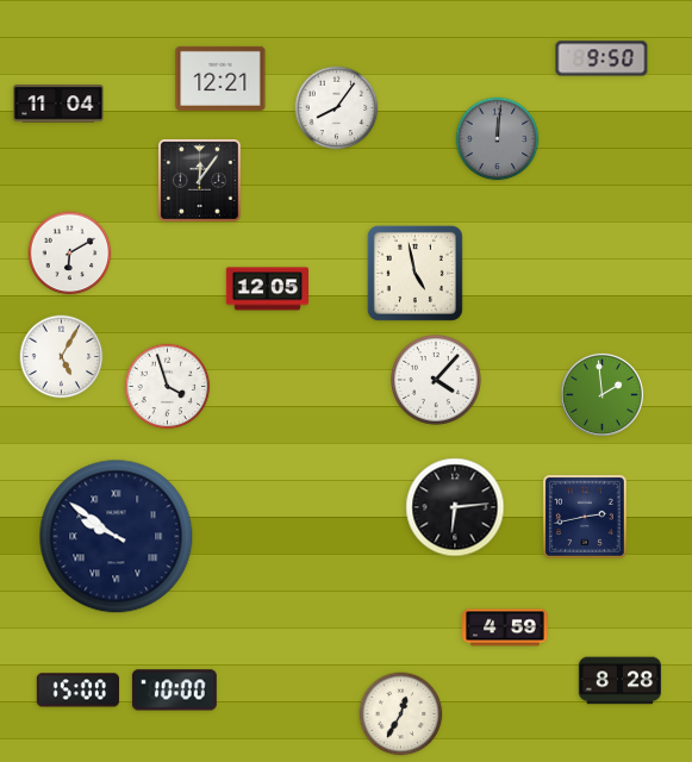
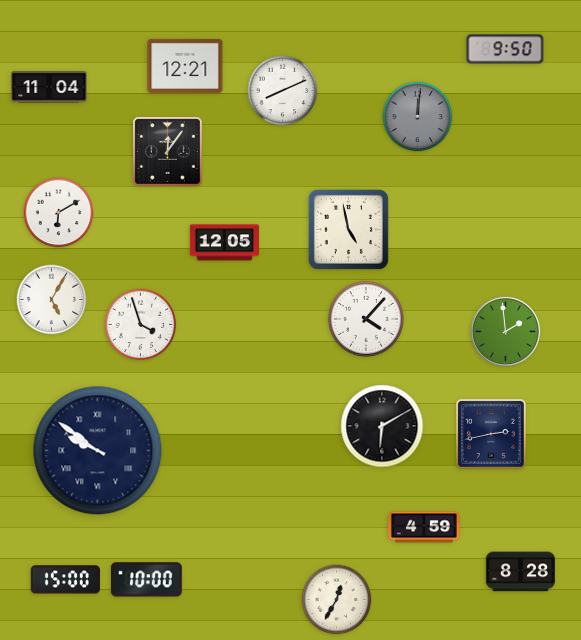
clock at (337, 108): 8:06 -> 8:11
clock at (455, 507): 6:14 -> 6:10
